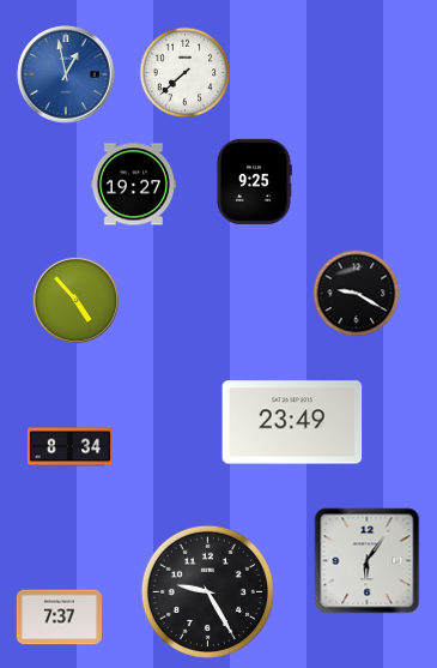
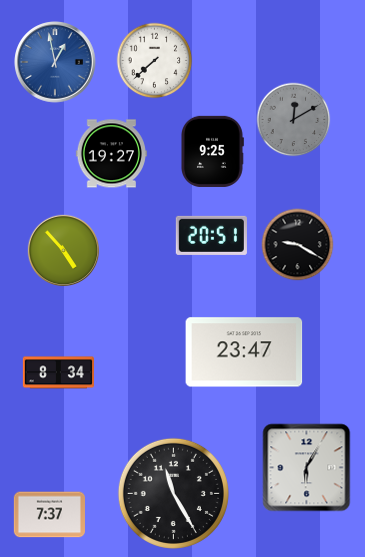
clock at (294, 120): none -> 12:10
clock at (211, 235): none -> 20:51
clock at (292, 422): 23:49 -> 23:47
clock at (368, 561): 6:06 -> 6:05
clock at (207, 591): 9:25 -> 11:25
